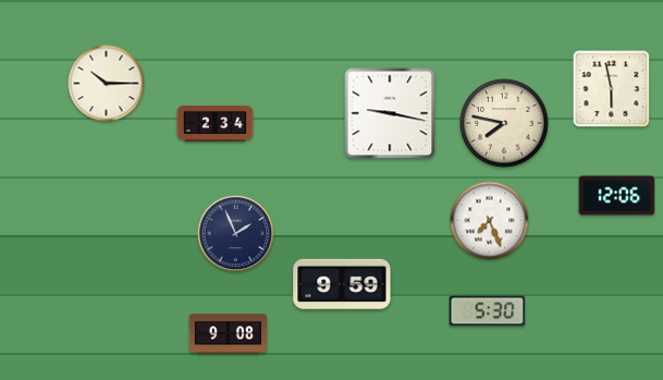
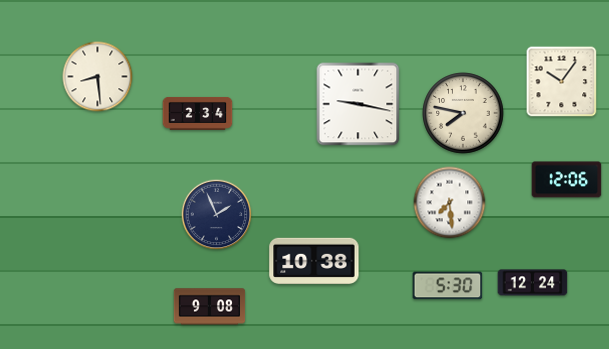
clock at (107, 84): 10:15 -> 8:29
clock at (612, 89): 5:58 -> 10:06
clock at (490, 221): 7:26 -> 7:29
clock at (342, 284): 9:59 -> 10:38
clock at (533, 283): none -> 12:24
